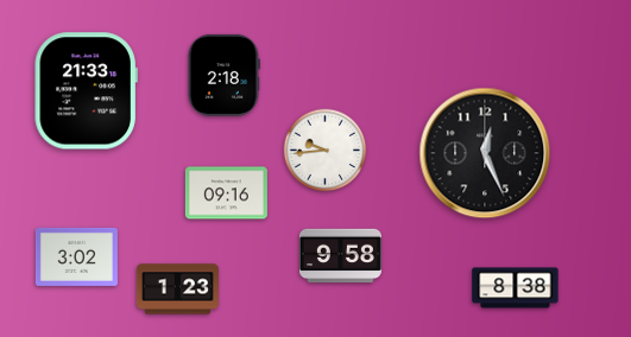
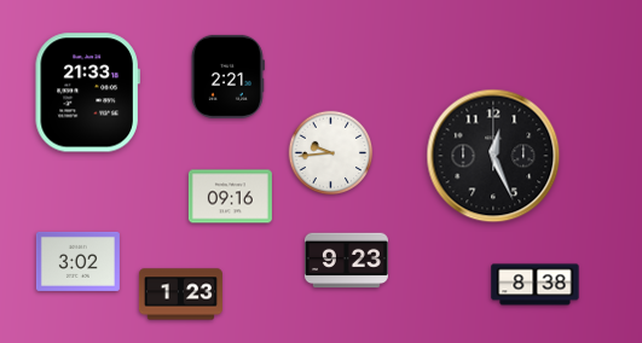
clock at (223, 75): 2:18 -> 2:21
clock at (340, 256): 9:58 -> 9:23
clock at (516, 288) position: (516, 288) -> (536, 285)
